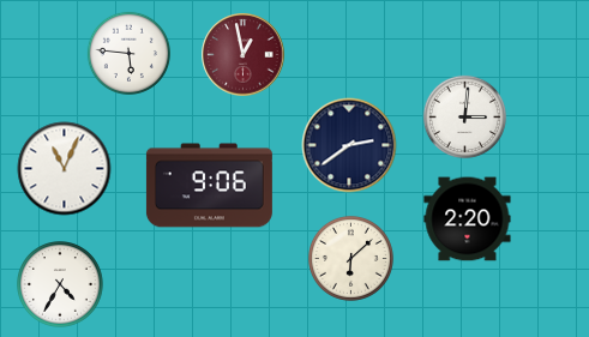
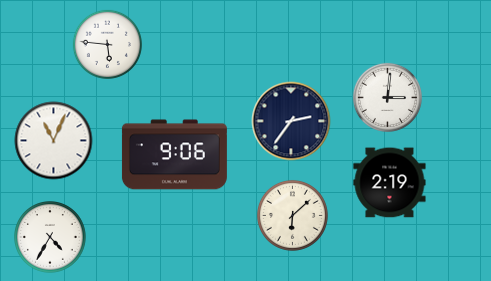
clock at (244, 55): 12:58 -> none
clock at (349, 145): 2:39 -> 2:36
clock at (468, 219): 2:20 -> 2:19
